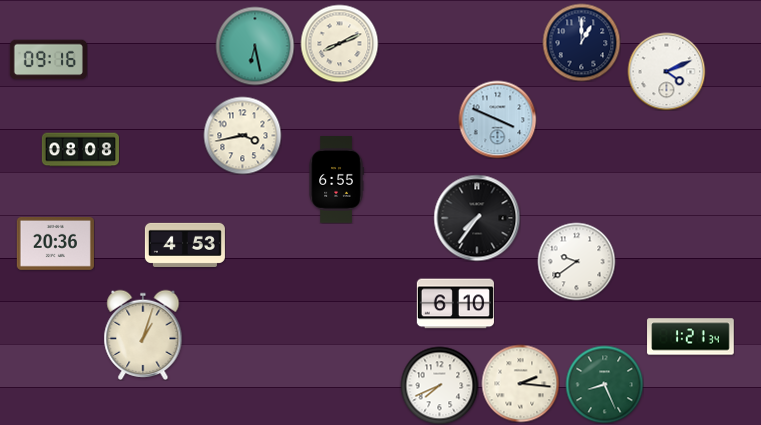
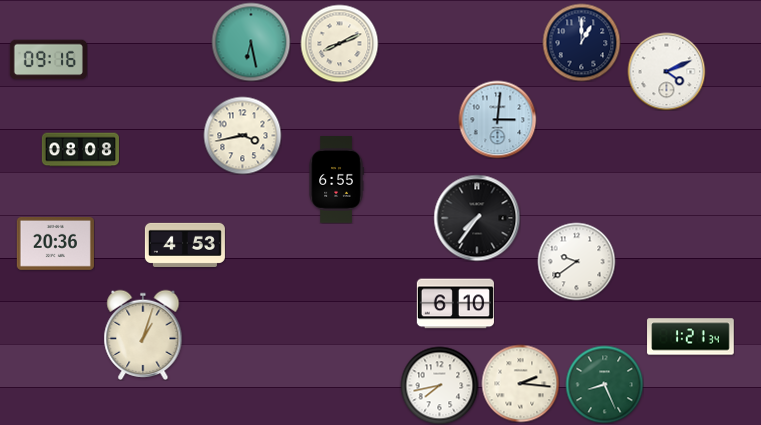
clock at (255, 46) position: (255, 46) -> (251, 42)
clock at (497, 119): 3:49 -> 3:01
clock at (439, 385): 7:41 -> 7:43
